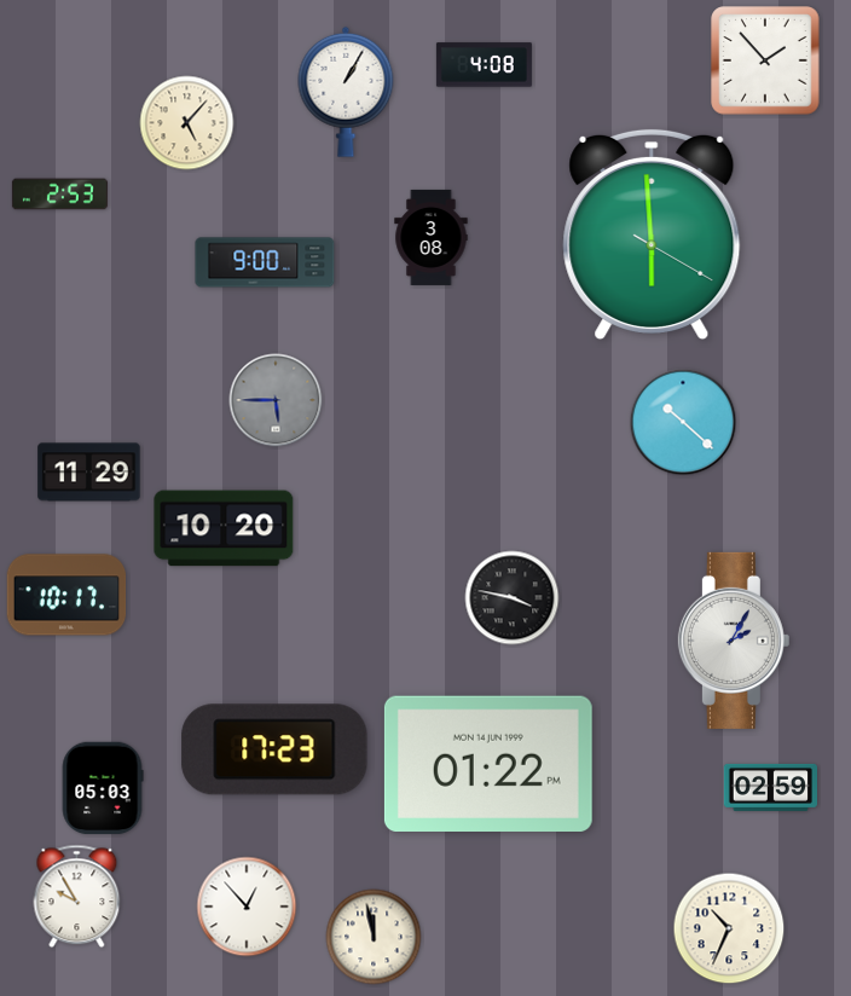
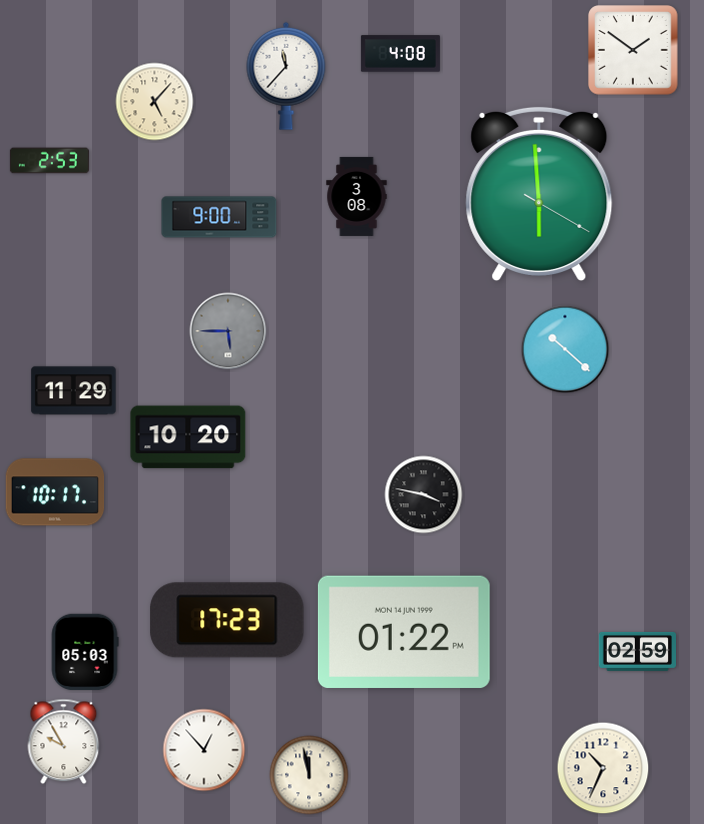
clock at (765, 60): 1:53 -> 1:51
clock at (346, 92): 1:05 -> 11:37
clock at (224, 528) position: (224, 528) -> (188, 437)
clock at (734, 641): 2:05 -> none
